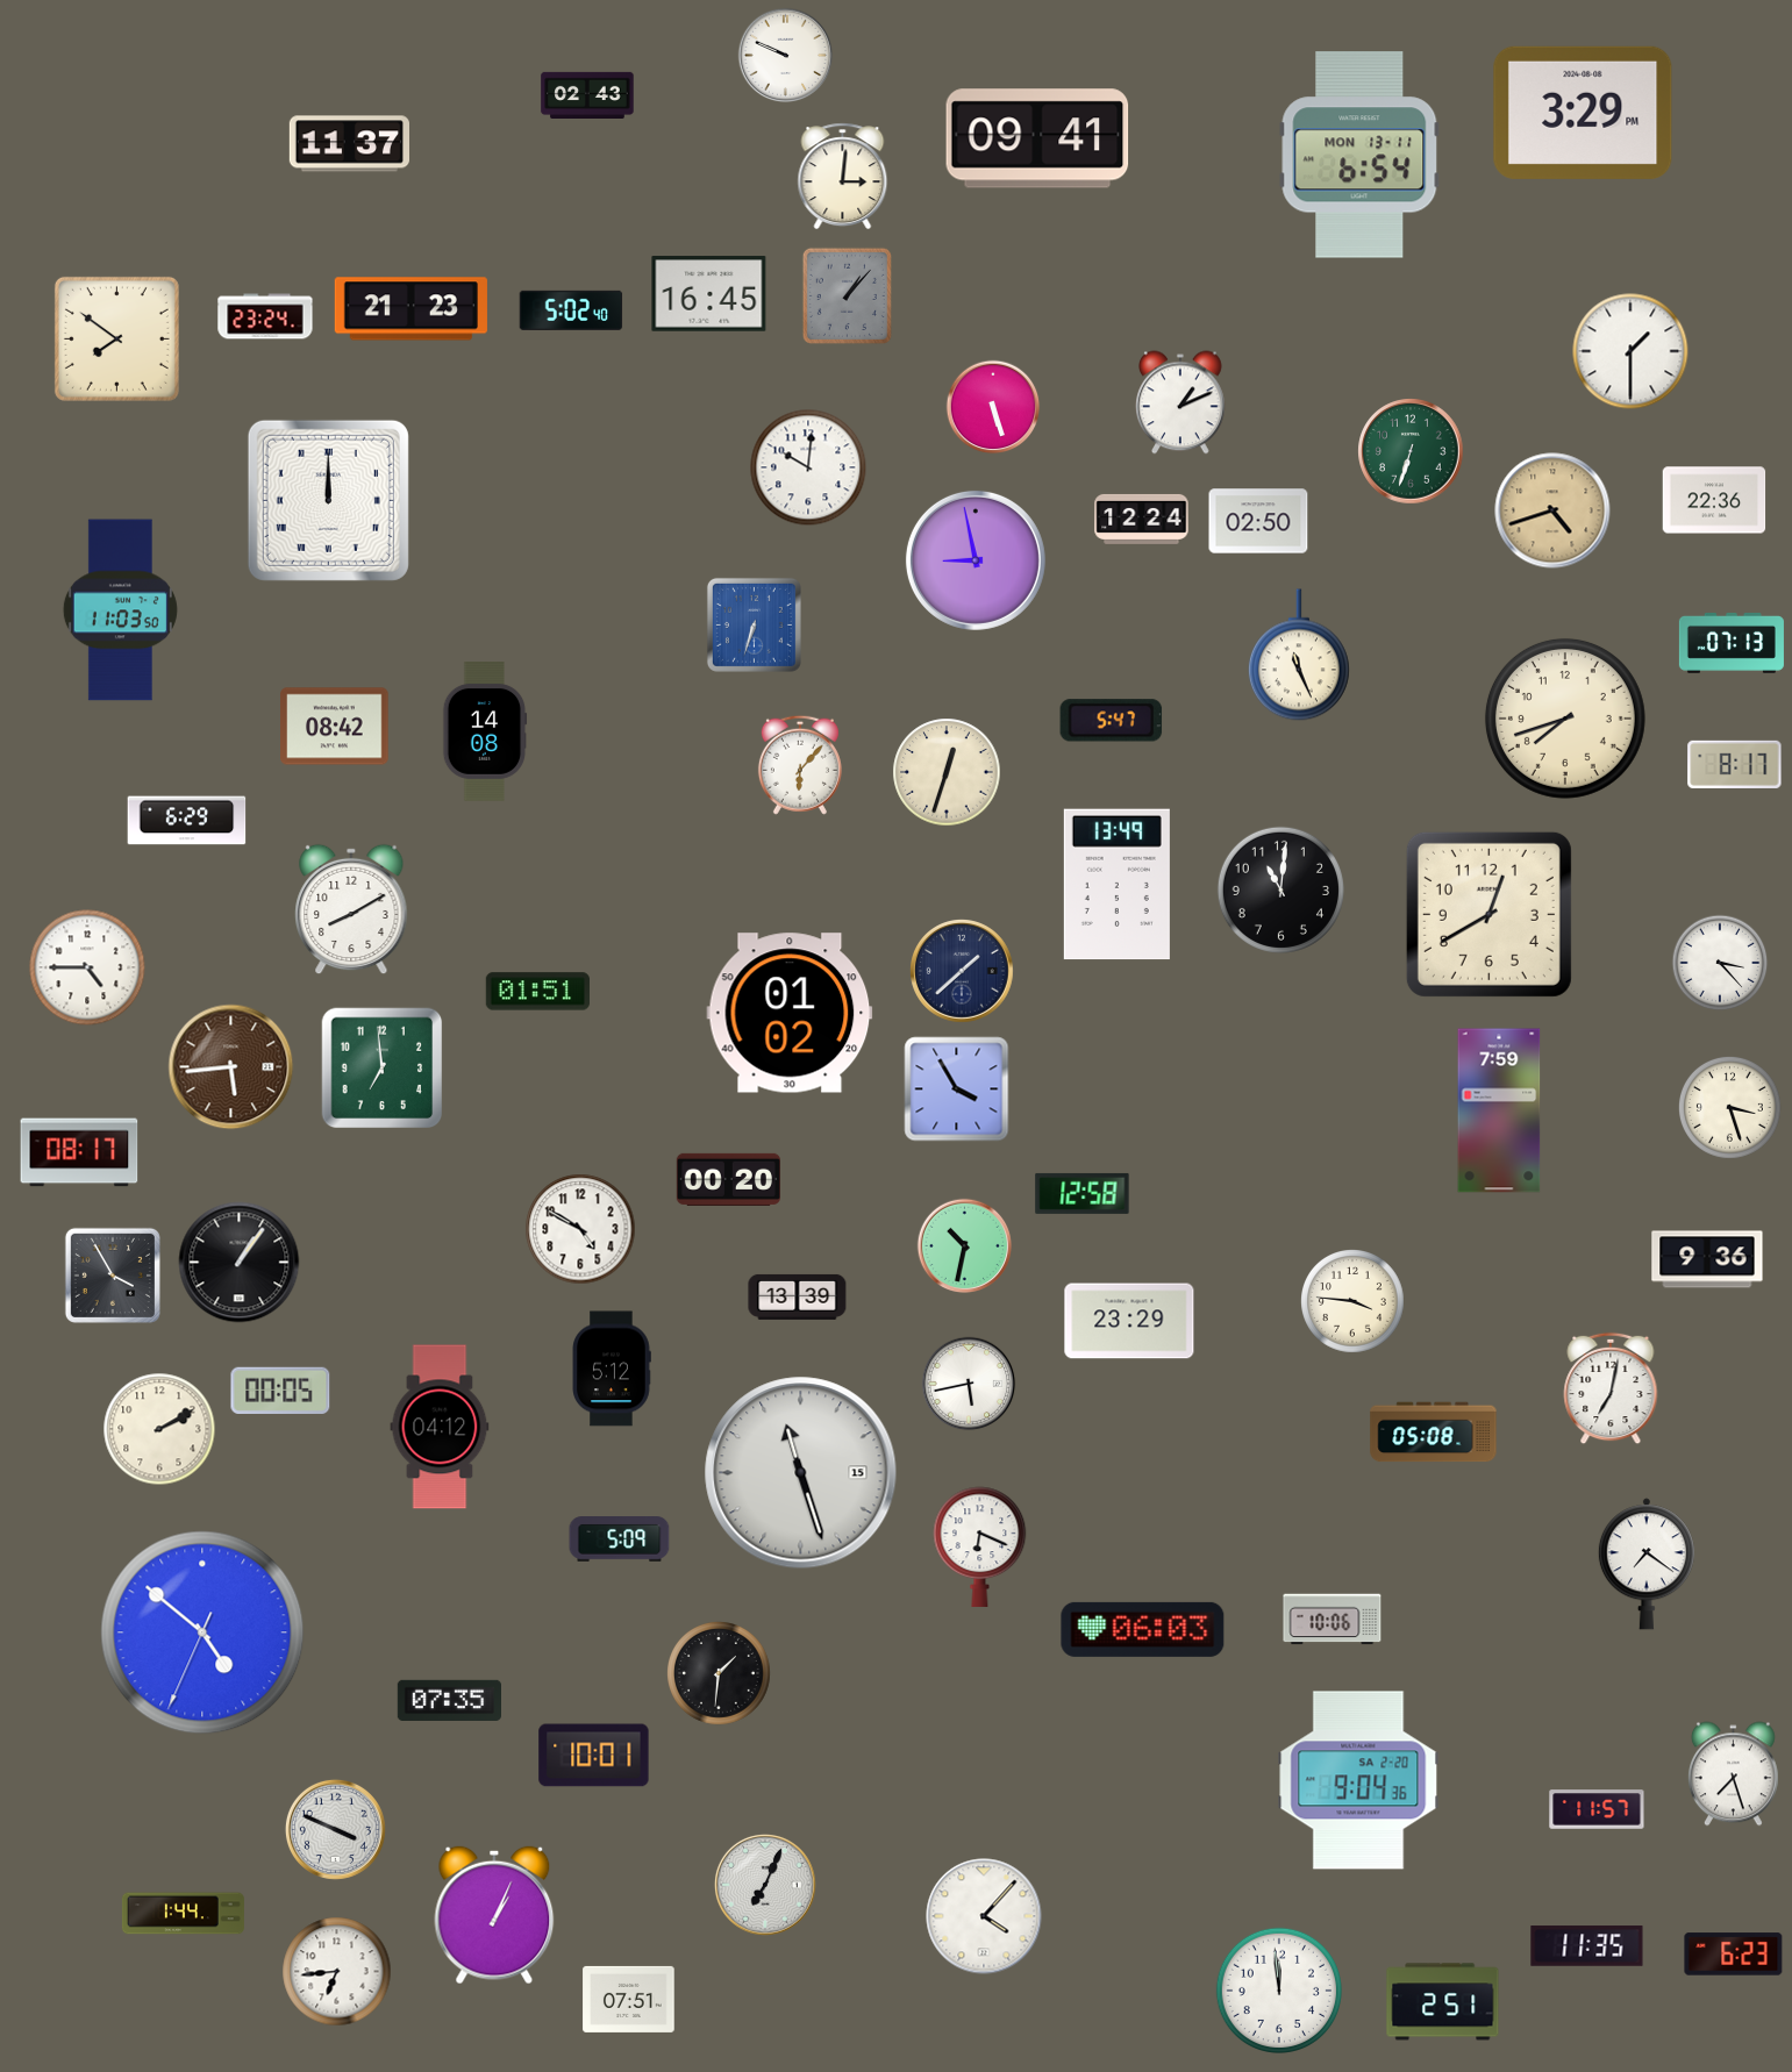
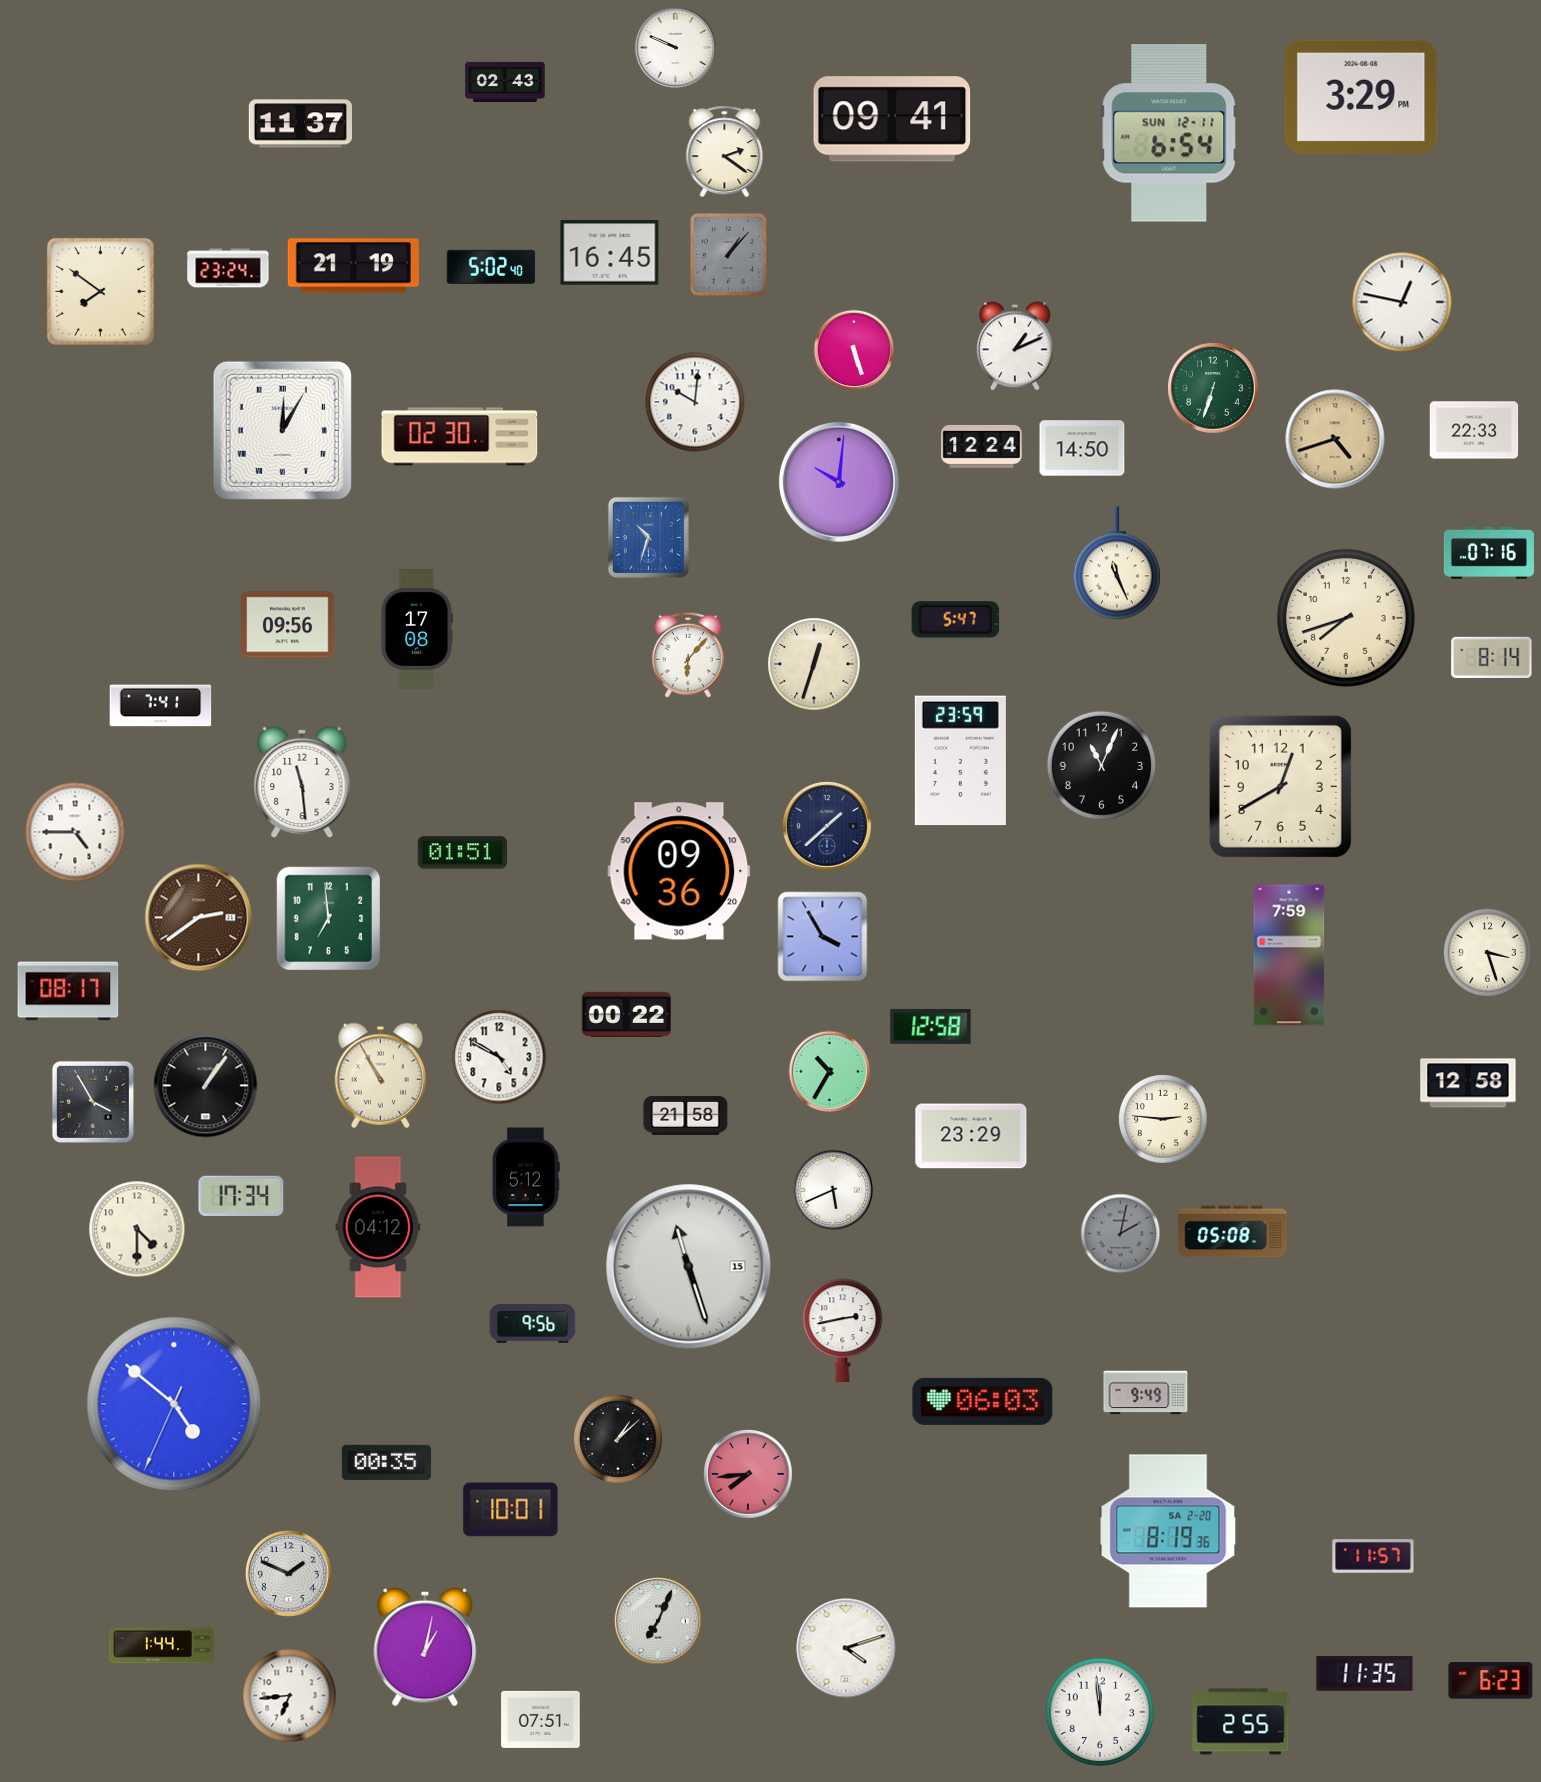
clock at (1359, 155) date: MON 13-11 -> SUN 12-11
clock at (843, 177): 3:01 -> 2:21
clock at (410, 309): 21:23 -> 21:19
clock at (265, 316) position: (265, 316) -> (228, 268)
clock at (1630, 351): 1:30 -> 12:47
clock at (328, 500): 12:00 -> 12:05
clock at (1714, 500): 22:36 -> 22:33
clock at (460, 437): none -> 02:30
clock at (1258, 521): 02:50 -> 14:50
clock at (976, 560): 8:58 -> 10:01
clock at (120, 610): 11:03 -> none
clock at (754, 624): 6:33 -> 10:33
clock at (1732, 643): 07:13 -> 07:16
clock at (335, 727): 08:42 -> 09:56
clock at (485, 733): 14:08 -> 17:08
clock at (1735, 764): 8:17 -> 8:14
clock at (800, 765) position: (800, 765) -> (688, 655)
clock at (187, 821): 6:29 -> 7:41
clock at (1116, 885): 13:49 -> 23:59
clock at (1280, 889): 11:01 -> 11:04
clock at (351, 909): 8:10 -> 11:29
clock at (1720, 963): 3:23 -> none
clock at (963, 972) position: (963, 972) -> (828, 827)
clock at (790, 1013): 01:02 -> 09:36
clock at (231, 1067): 5:44 -> 2:39
clock at (728, 1179): 00:20 -> 00:22
clock at (965, 1246): 10:32 -> 10:35
clock at (380, 1075): none -> 10:55
clock at (1707, 1259): 9:36 -> 12:58
clock at (113, 1276) position: (113, 1276) -> (93, 1102)
clock at (798, 1296): 13:39 -> 21:58
clock at (1354, 1302): 3:46 -> 2:46
clock at (969, 1384): 5:43 -> 5:41
clock at (1611, 1388): 7:02 -> none
clock at (280, 1391): 00:05 -> 17:34
clock at (159, 1429): 2:10 -> 4:30
clock at (1121, 1234): none -> 2:02
clock at (620, 1539): 5:09 -> 9:56
clock at (980, 1546): 6:19 -> 2:43
clock at (1647, 1564): 7:21 -> none
clock at (1333, 1620): 10:06 -> 9:49
clock at (720, 1674): 1:31 -> 1:08
clock at (449, 1700): 07:35 -> 00:35
clock at (749, 1475): none -> 7:44
clock at (1733, 1774): 7:27 -> none
clock at (1358, 1780): 9:04 -> 8:19
clock at (335, 1829): 3:49 -> 1:49
clock at (183, 1914) position: (183, 1914) -> (161, 1646)
clock at (494, 1915): 1:04 -> 1:02
clock at (984, 1916): 4:07 -> 4:12
clock at (1443, 2002): 2:51 -> 2:55
